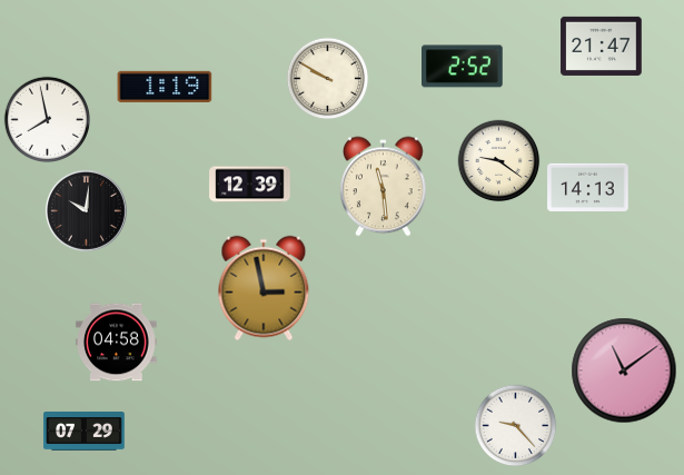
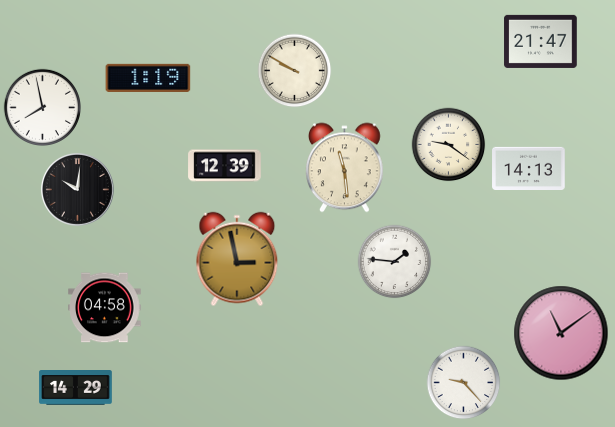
clock at (463, 67): 2:52 -> none
clock at (395, 262): none -> 1:46
clock at (85, 432): 07:29 -> 14:29
